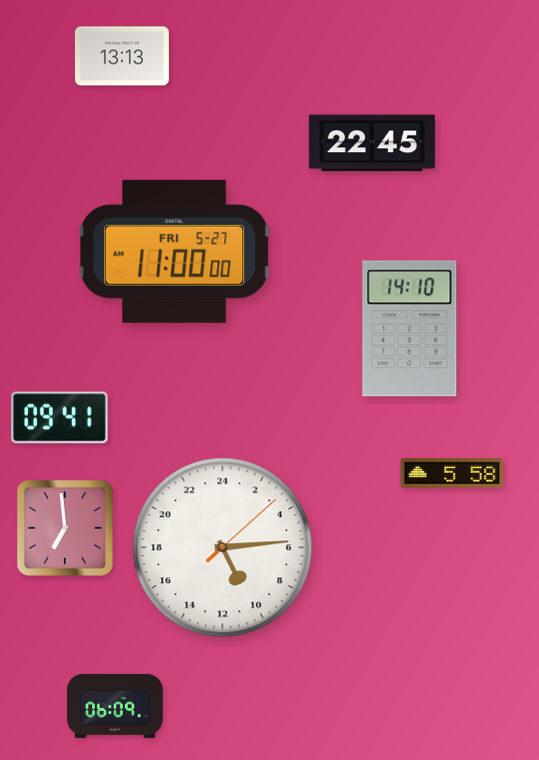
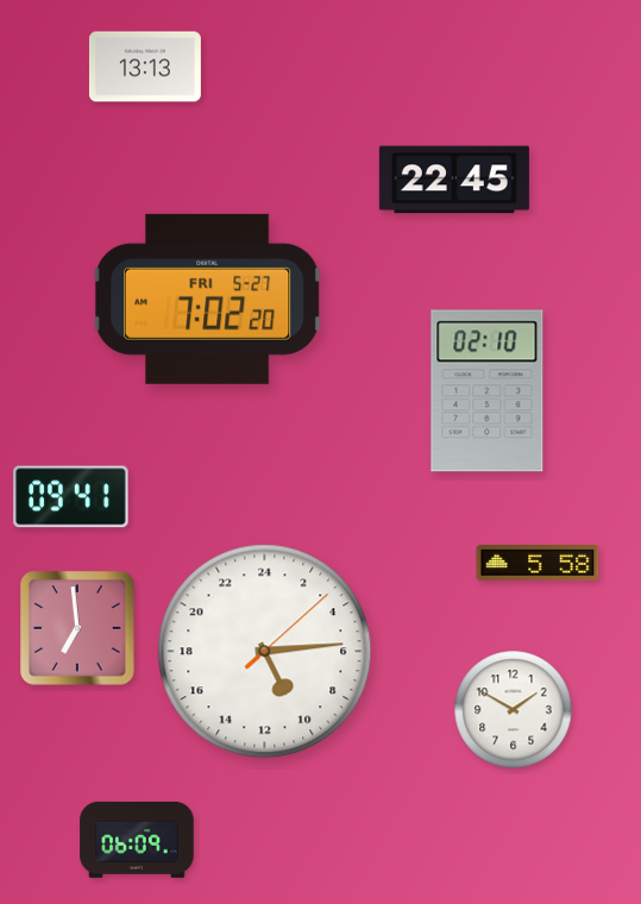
clock at (372, 143) position: (372, 143) -> (454, 180)
clock at (174, 251): 11:00 -> 7:02
clock at (410, 329): 14:10 -> 02:10
clock at (514, 710): none -> 1:50
